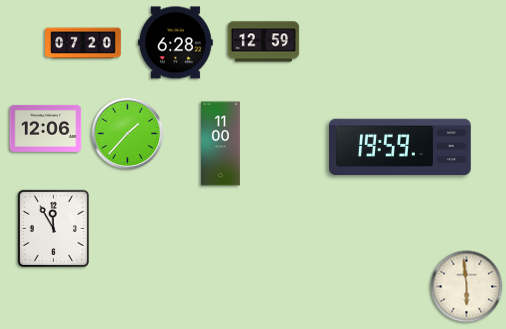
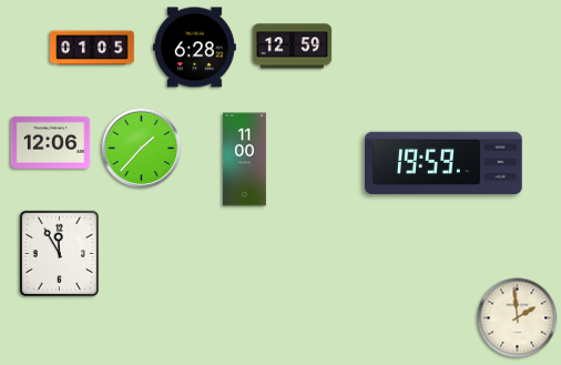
clock at (83, 43): 07:20 -> 01:05
clock at (467, 287): 5:59 -> 1:59
